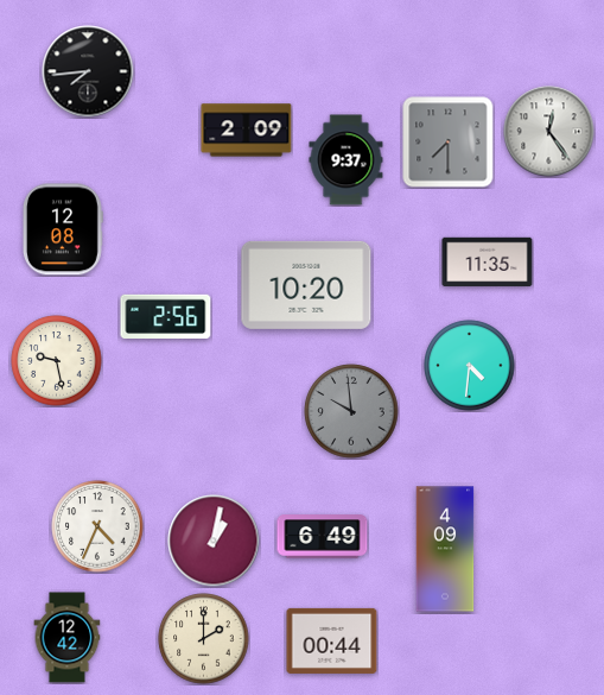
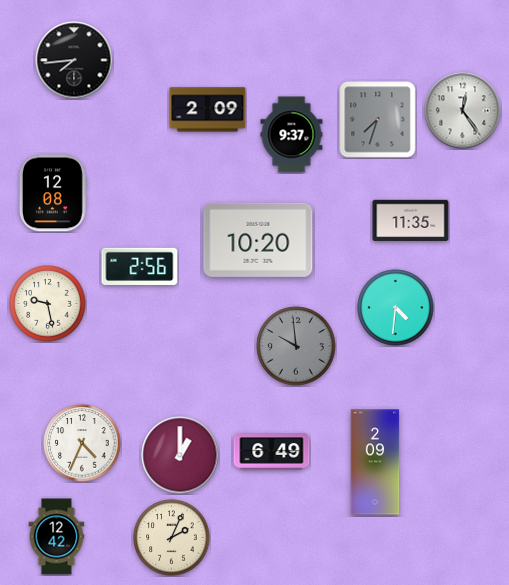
clock at (449, 143): 7:30 -> 7:33
clock at (214, 541): 1:02 -> 1:00
clock at (445, 549): 4:09 -> 2:09
clock at (204, 639): 2:00 -> 2:04
clock at (332, 640): 00:44 -> none
